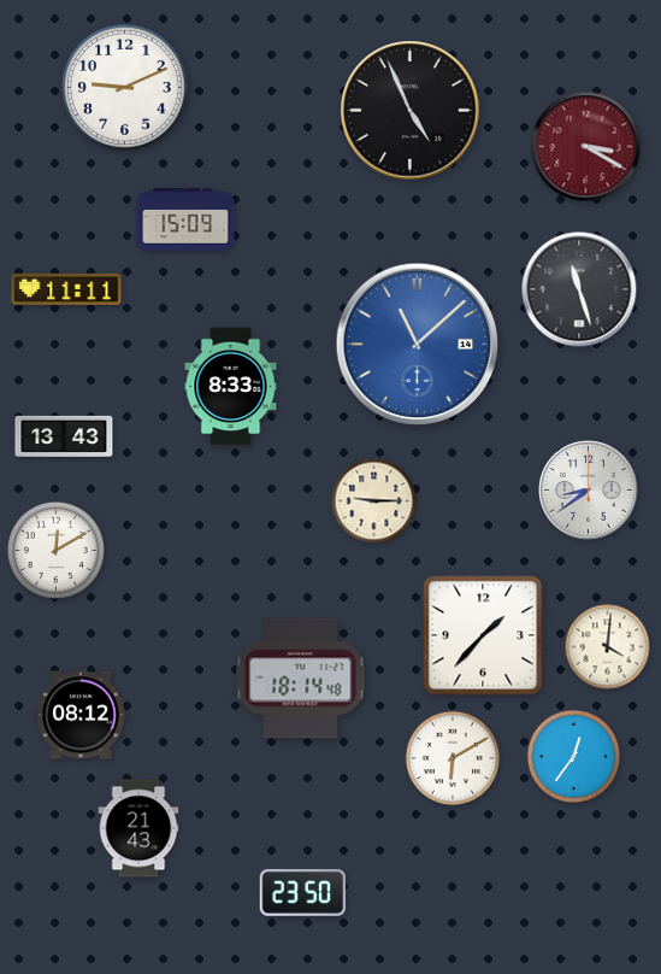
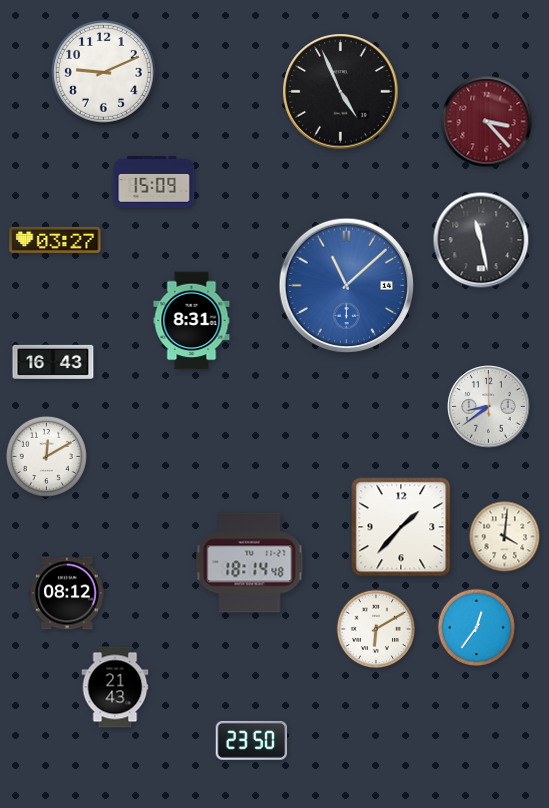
clock at (586, 147): 3:20 -> 3:23
clock at (66, 289): 11:11 -> 03:27
clock at (579, 289): 11:27 -> 11:28
clock at (231, 387): 8:33 -> 8:31
clock at (64, 436): 13:43 -> 16:43
clock at (374, 501): 9:15 -> none
